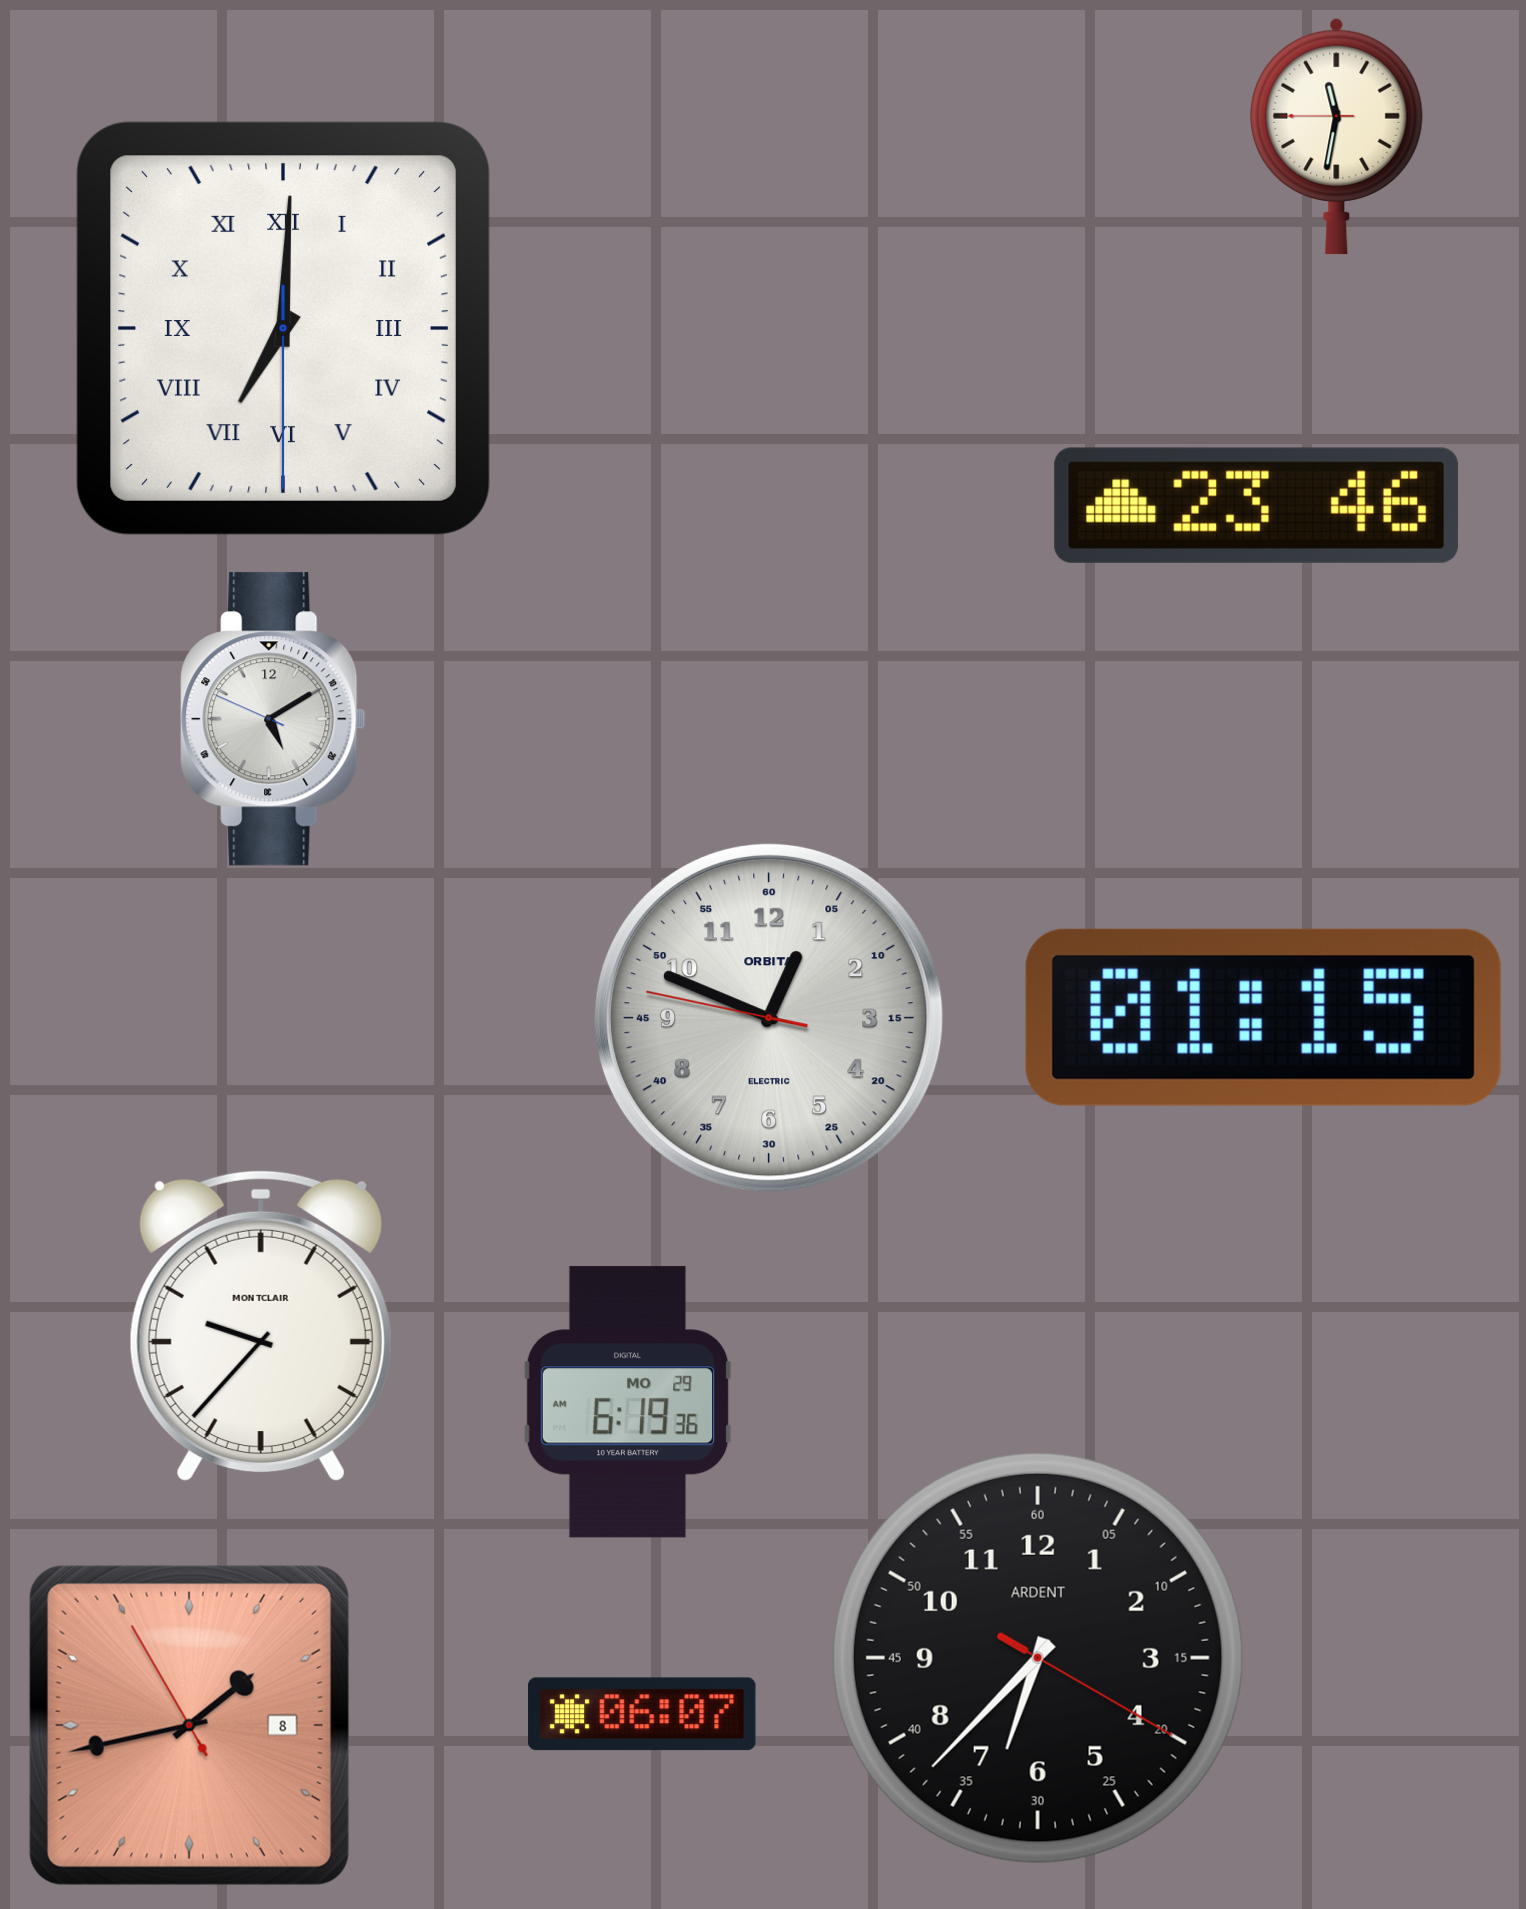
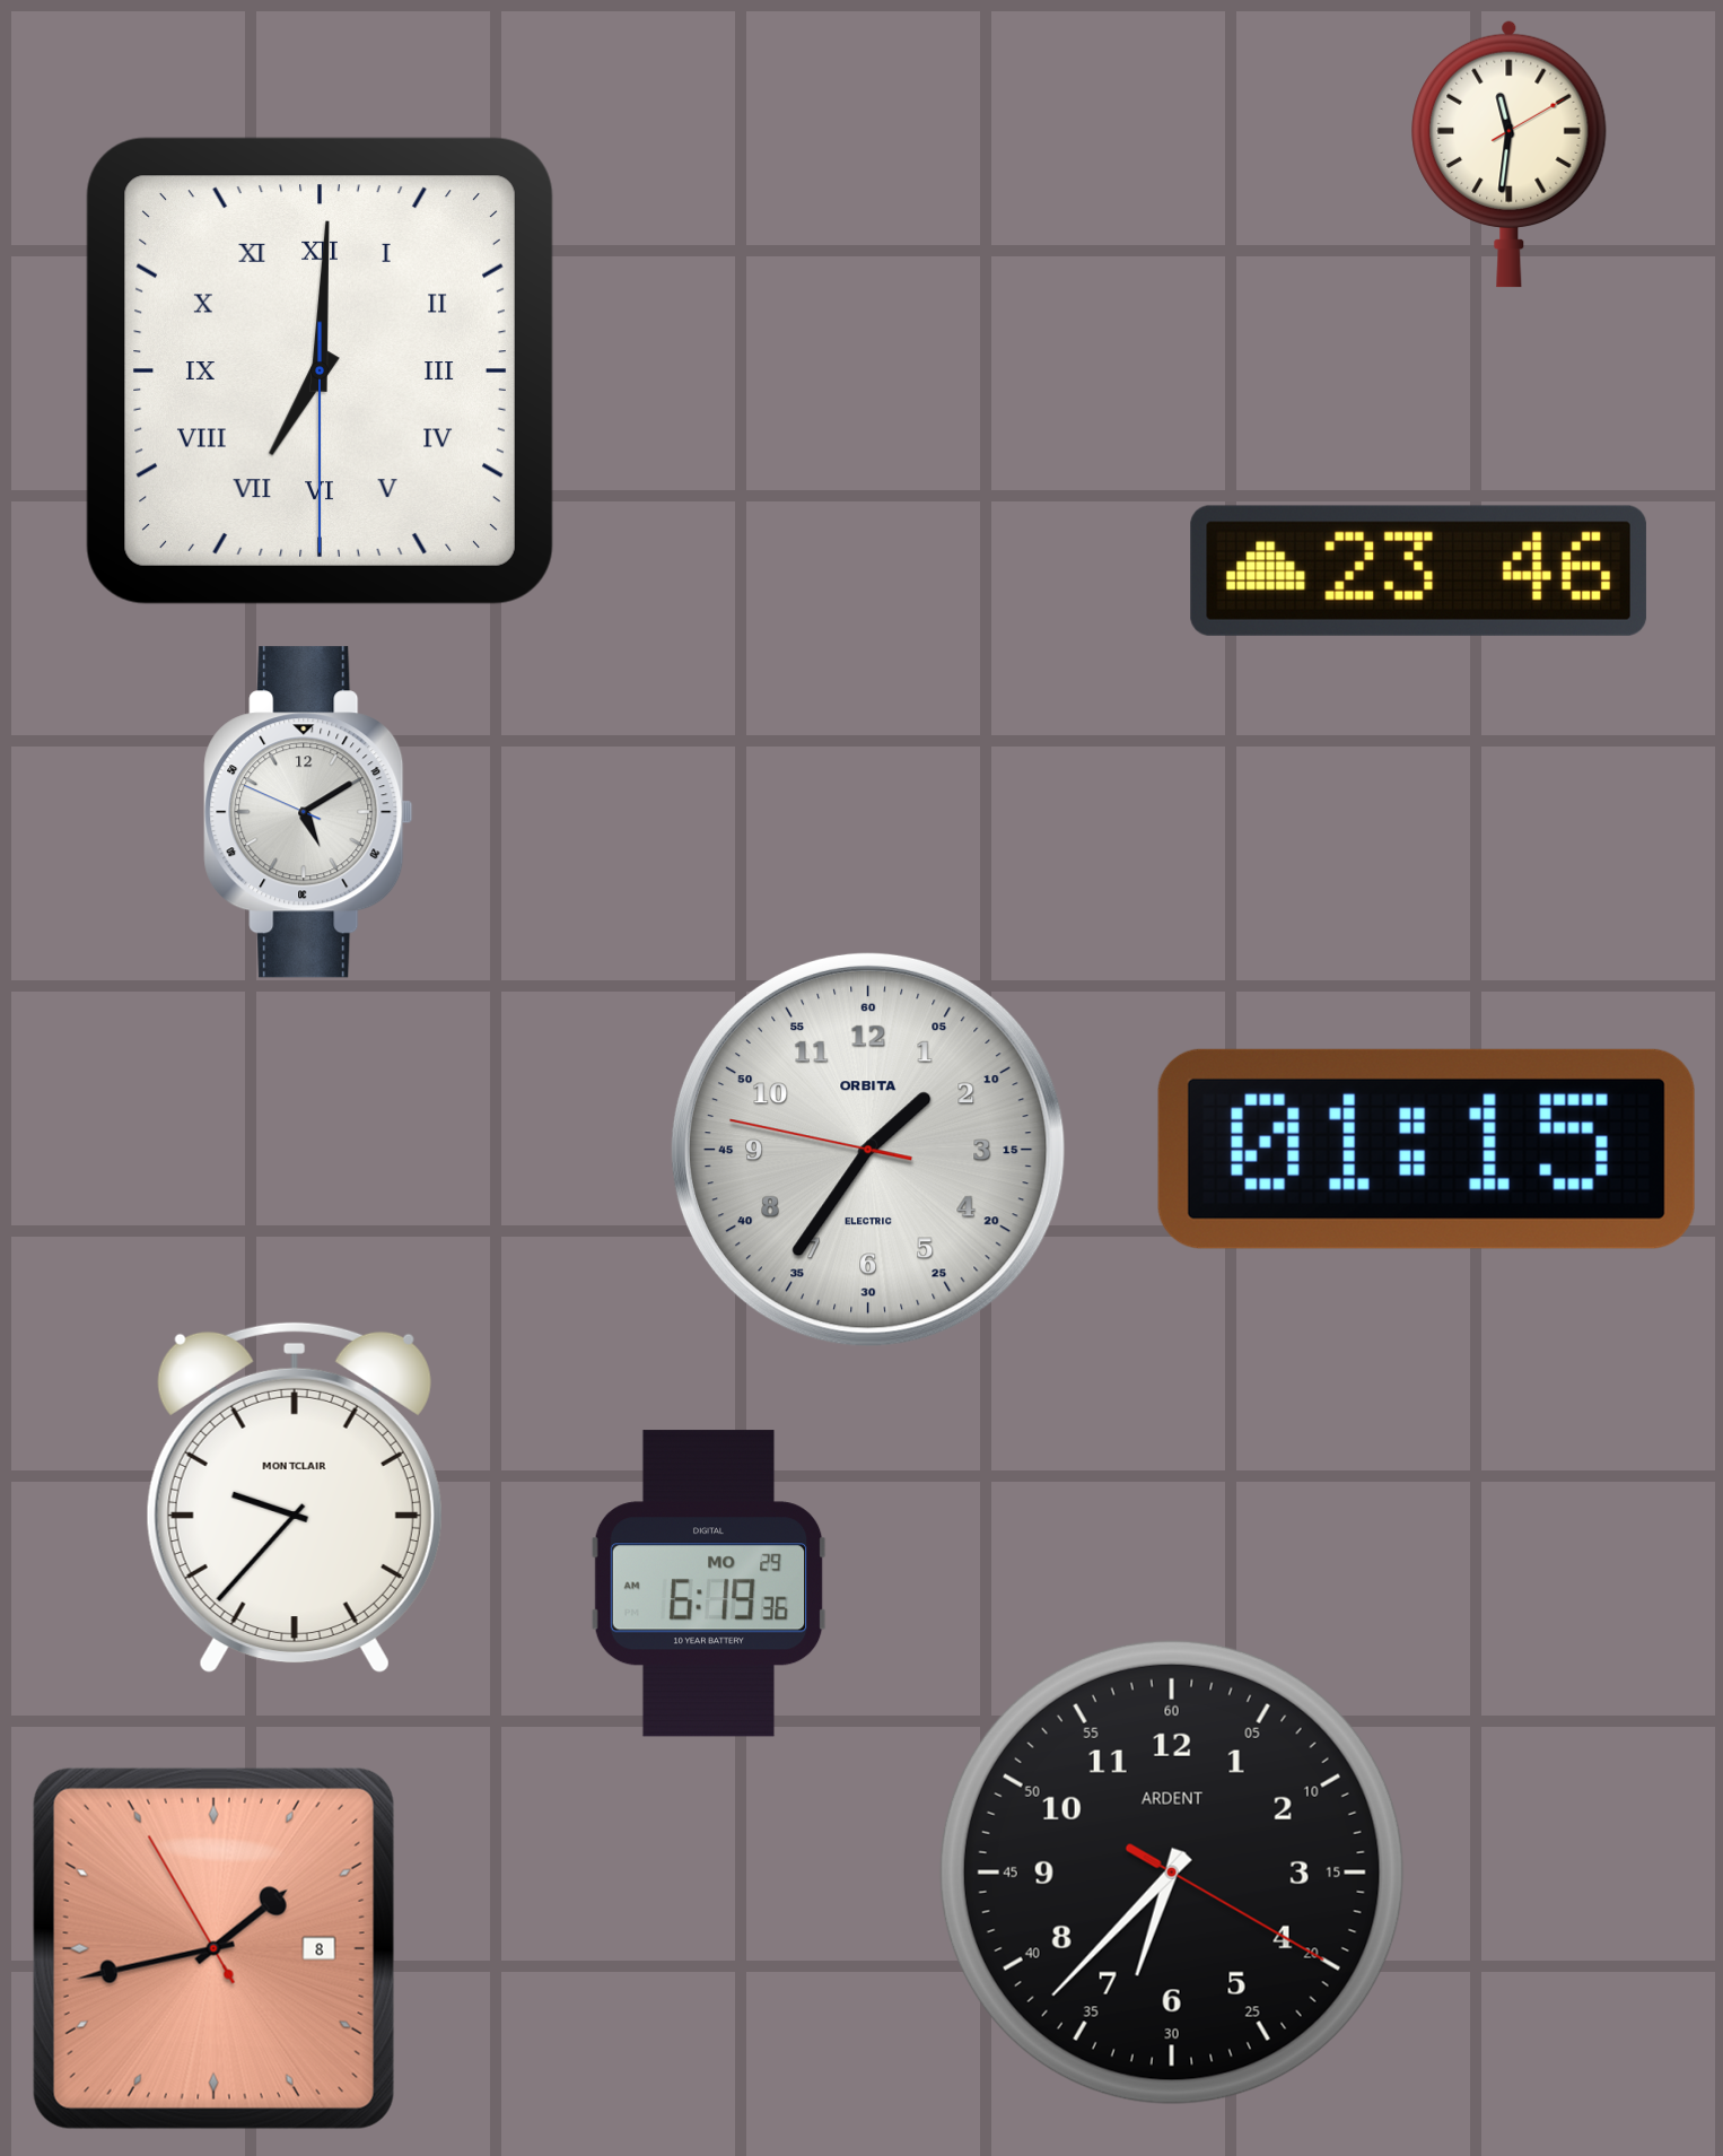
clock at (1337, 136): 11:31:45 -> 11:31:10
clock at (769, 1018): 12:48 -> 1:35
clock at (642, 1714): 06:07 -> none
